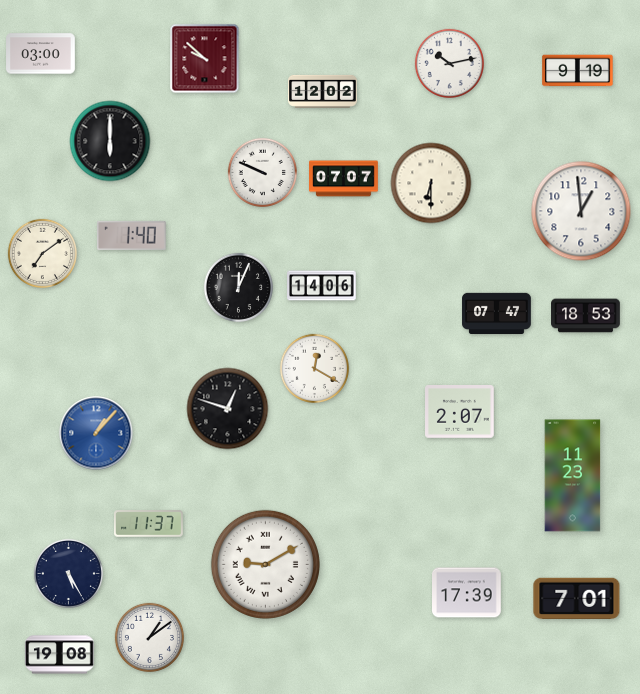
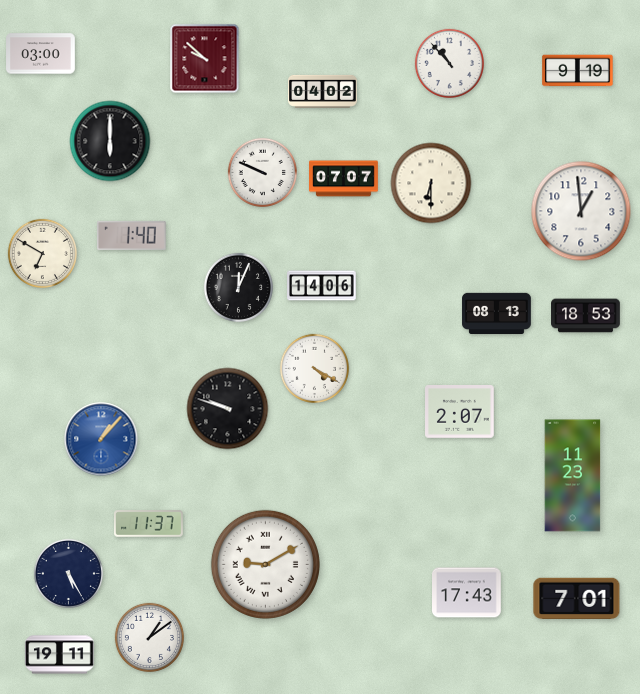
clock at (449, 63): 10:13 -> 10:53
clock at (323, 91): 12:02 -> 04:02
clock at (42, 253): 7:09 -> 6:50
clock at (497, 314): 07:47 -> 08:13
clock at (314, 368): 12:20 -> 4:20
clock at (228, 409): 12:48 -> 9:48
clock at (96, 433) position: (96, 433) -> (101, 439)
clock at (467, 593): 17:39 -> 17:43
clock at (60, 655): 19:08 -> 19:11
